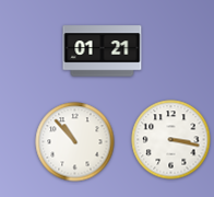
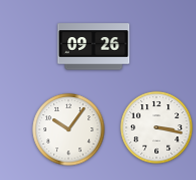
clock at (103, 51): 01:21 -> 09:26
clock at (75, 142): 10:53 -> 10:06
